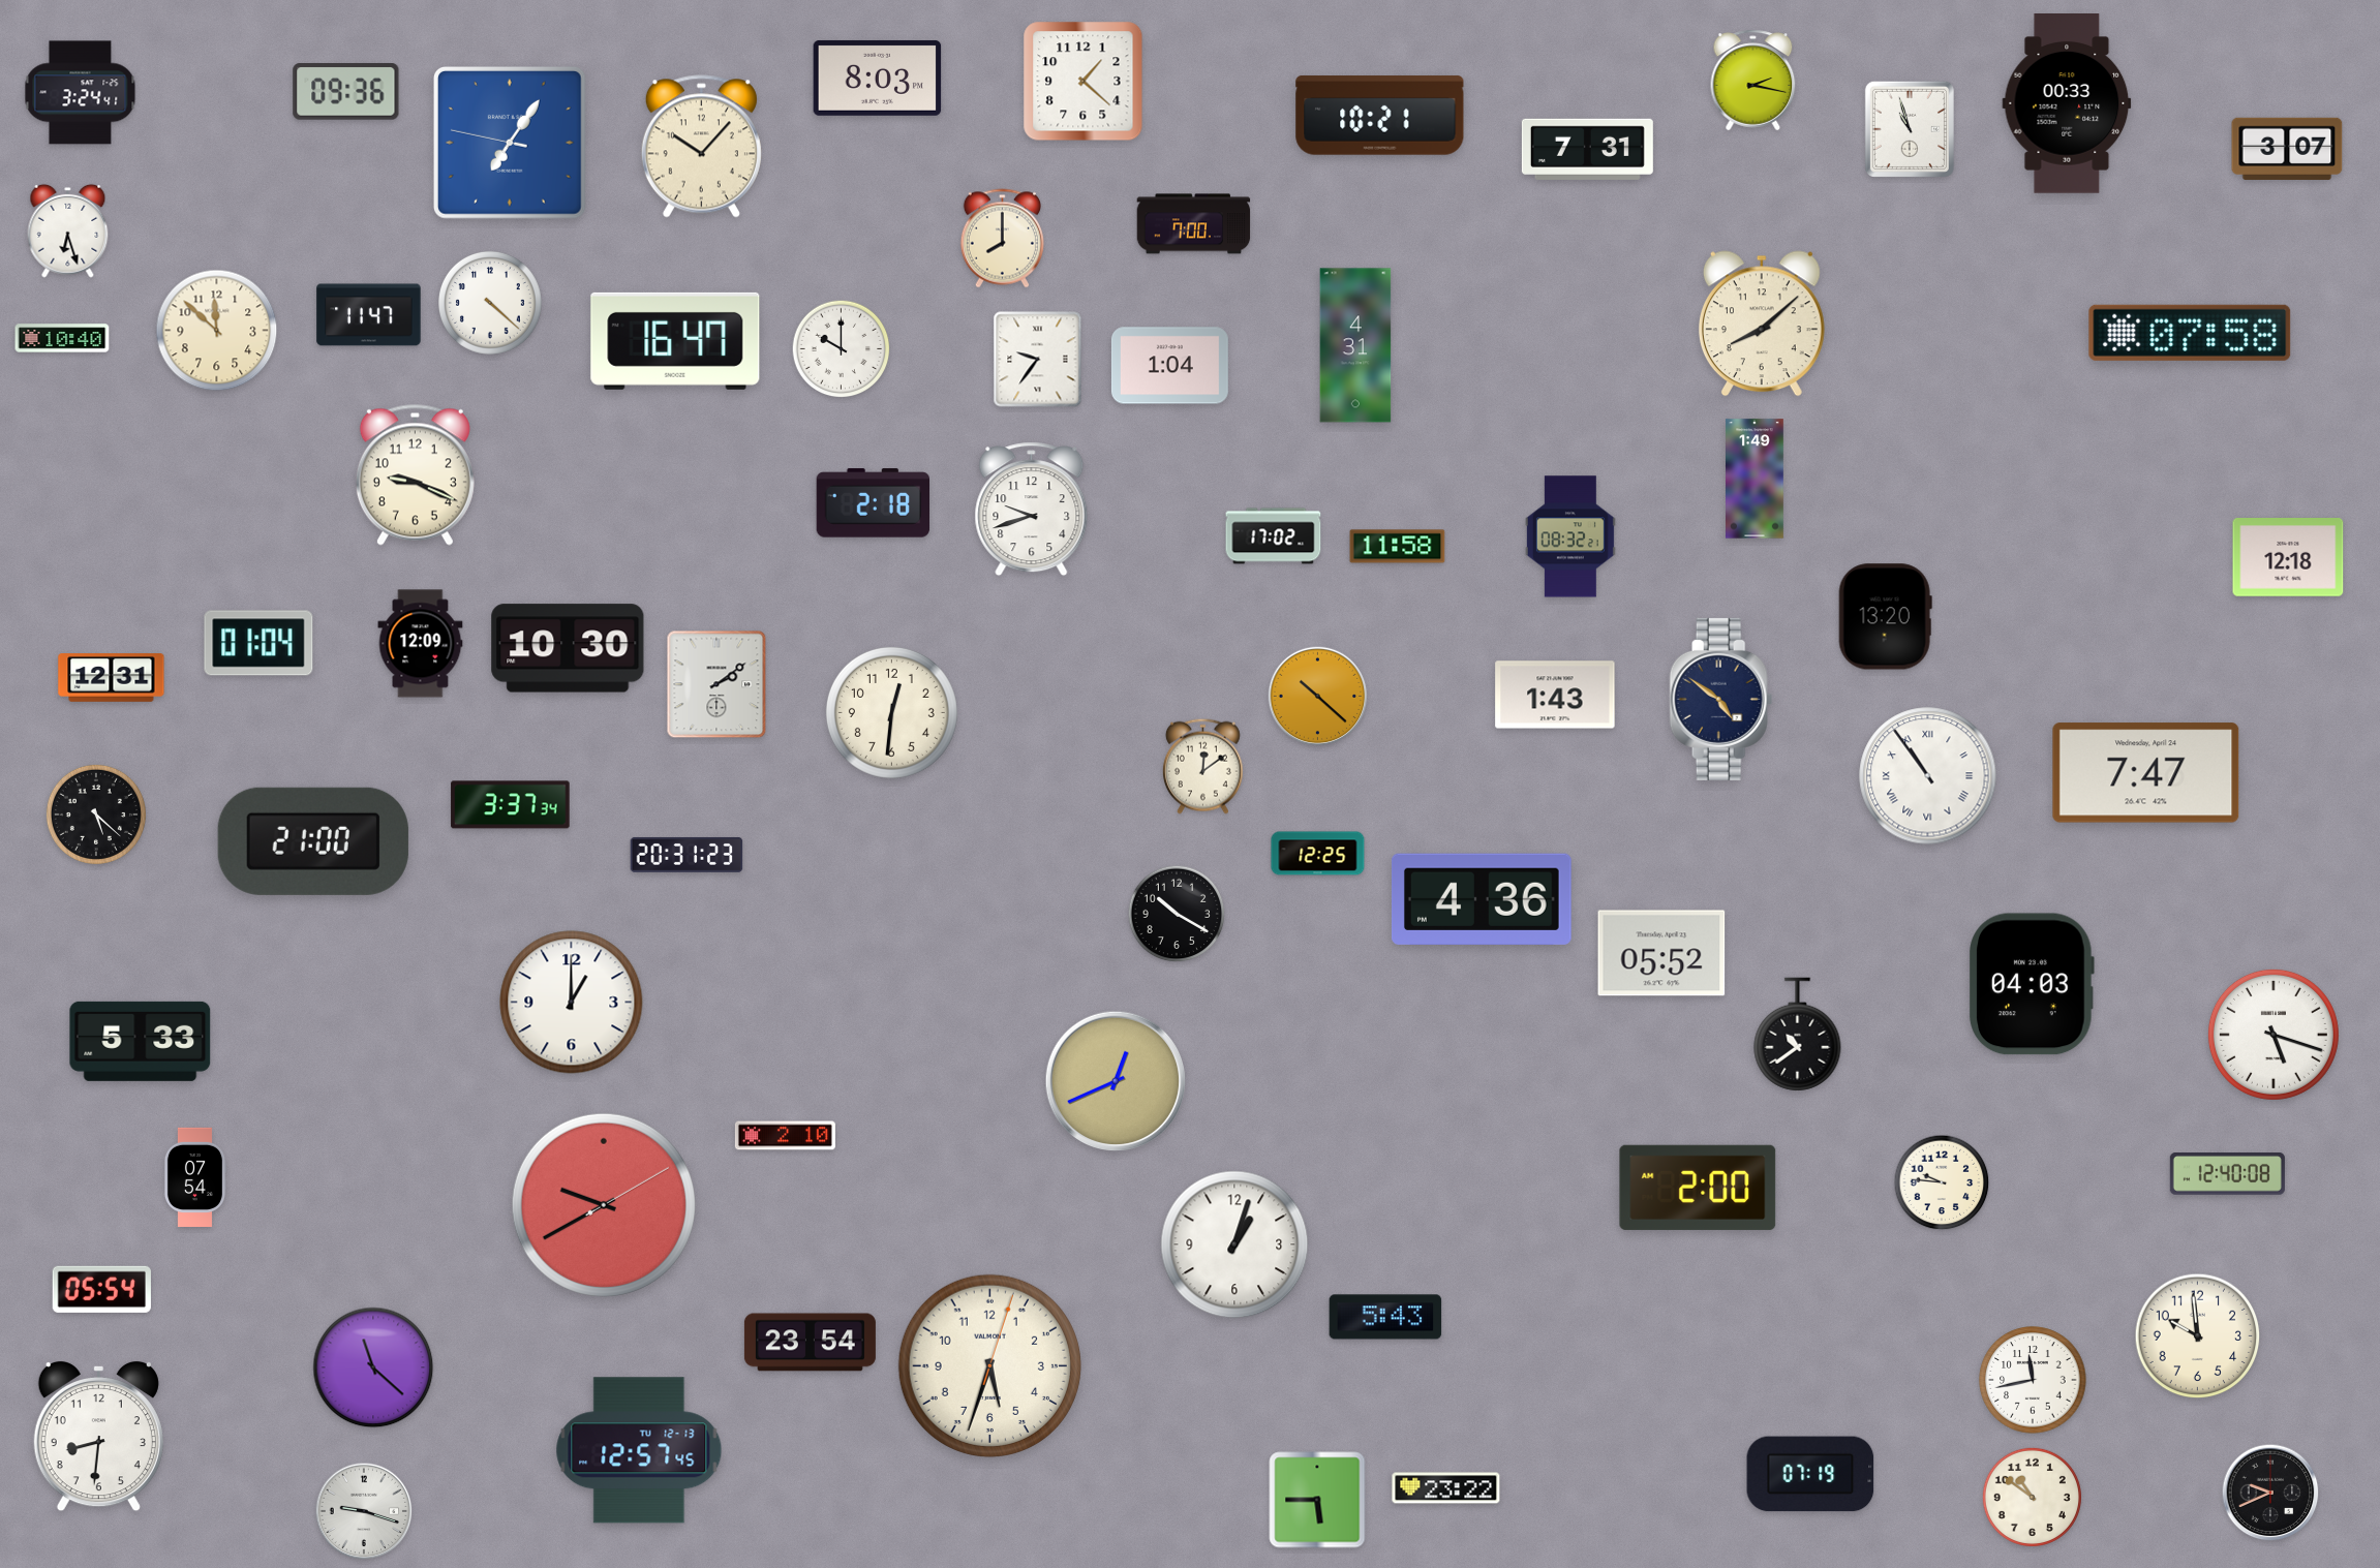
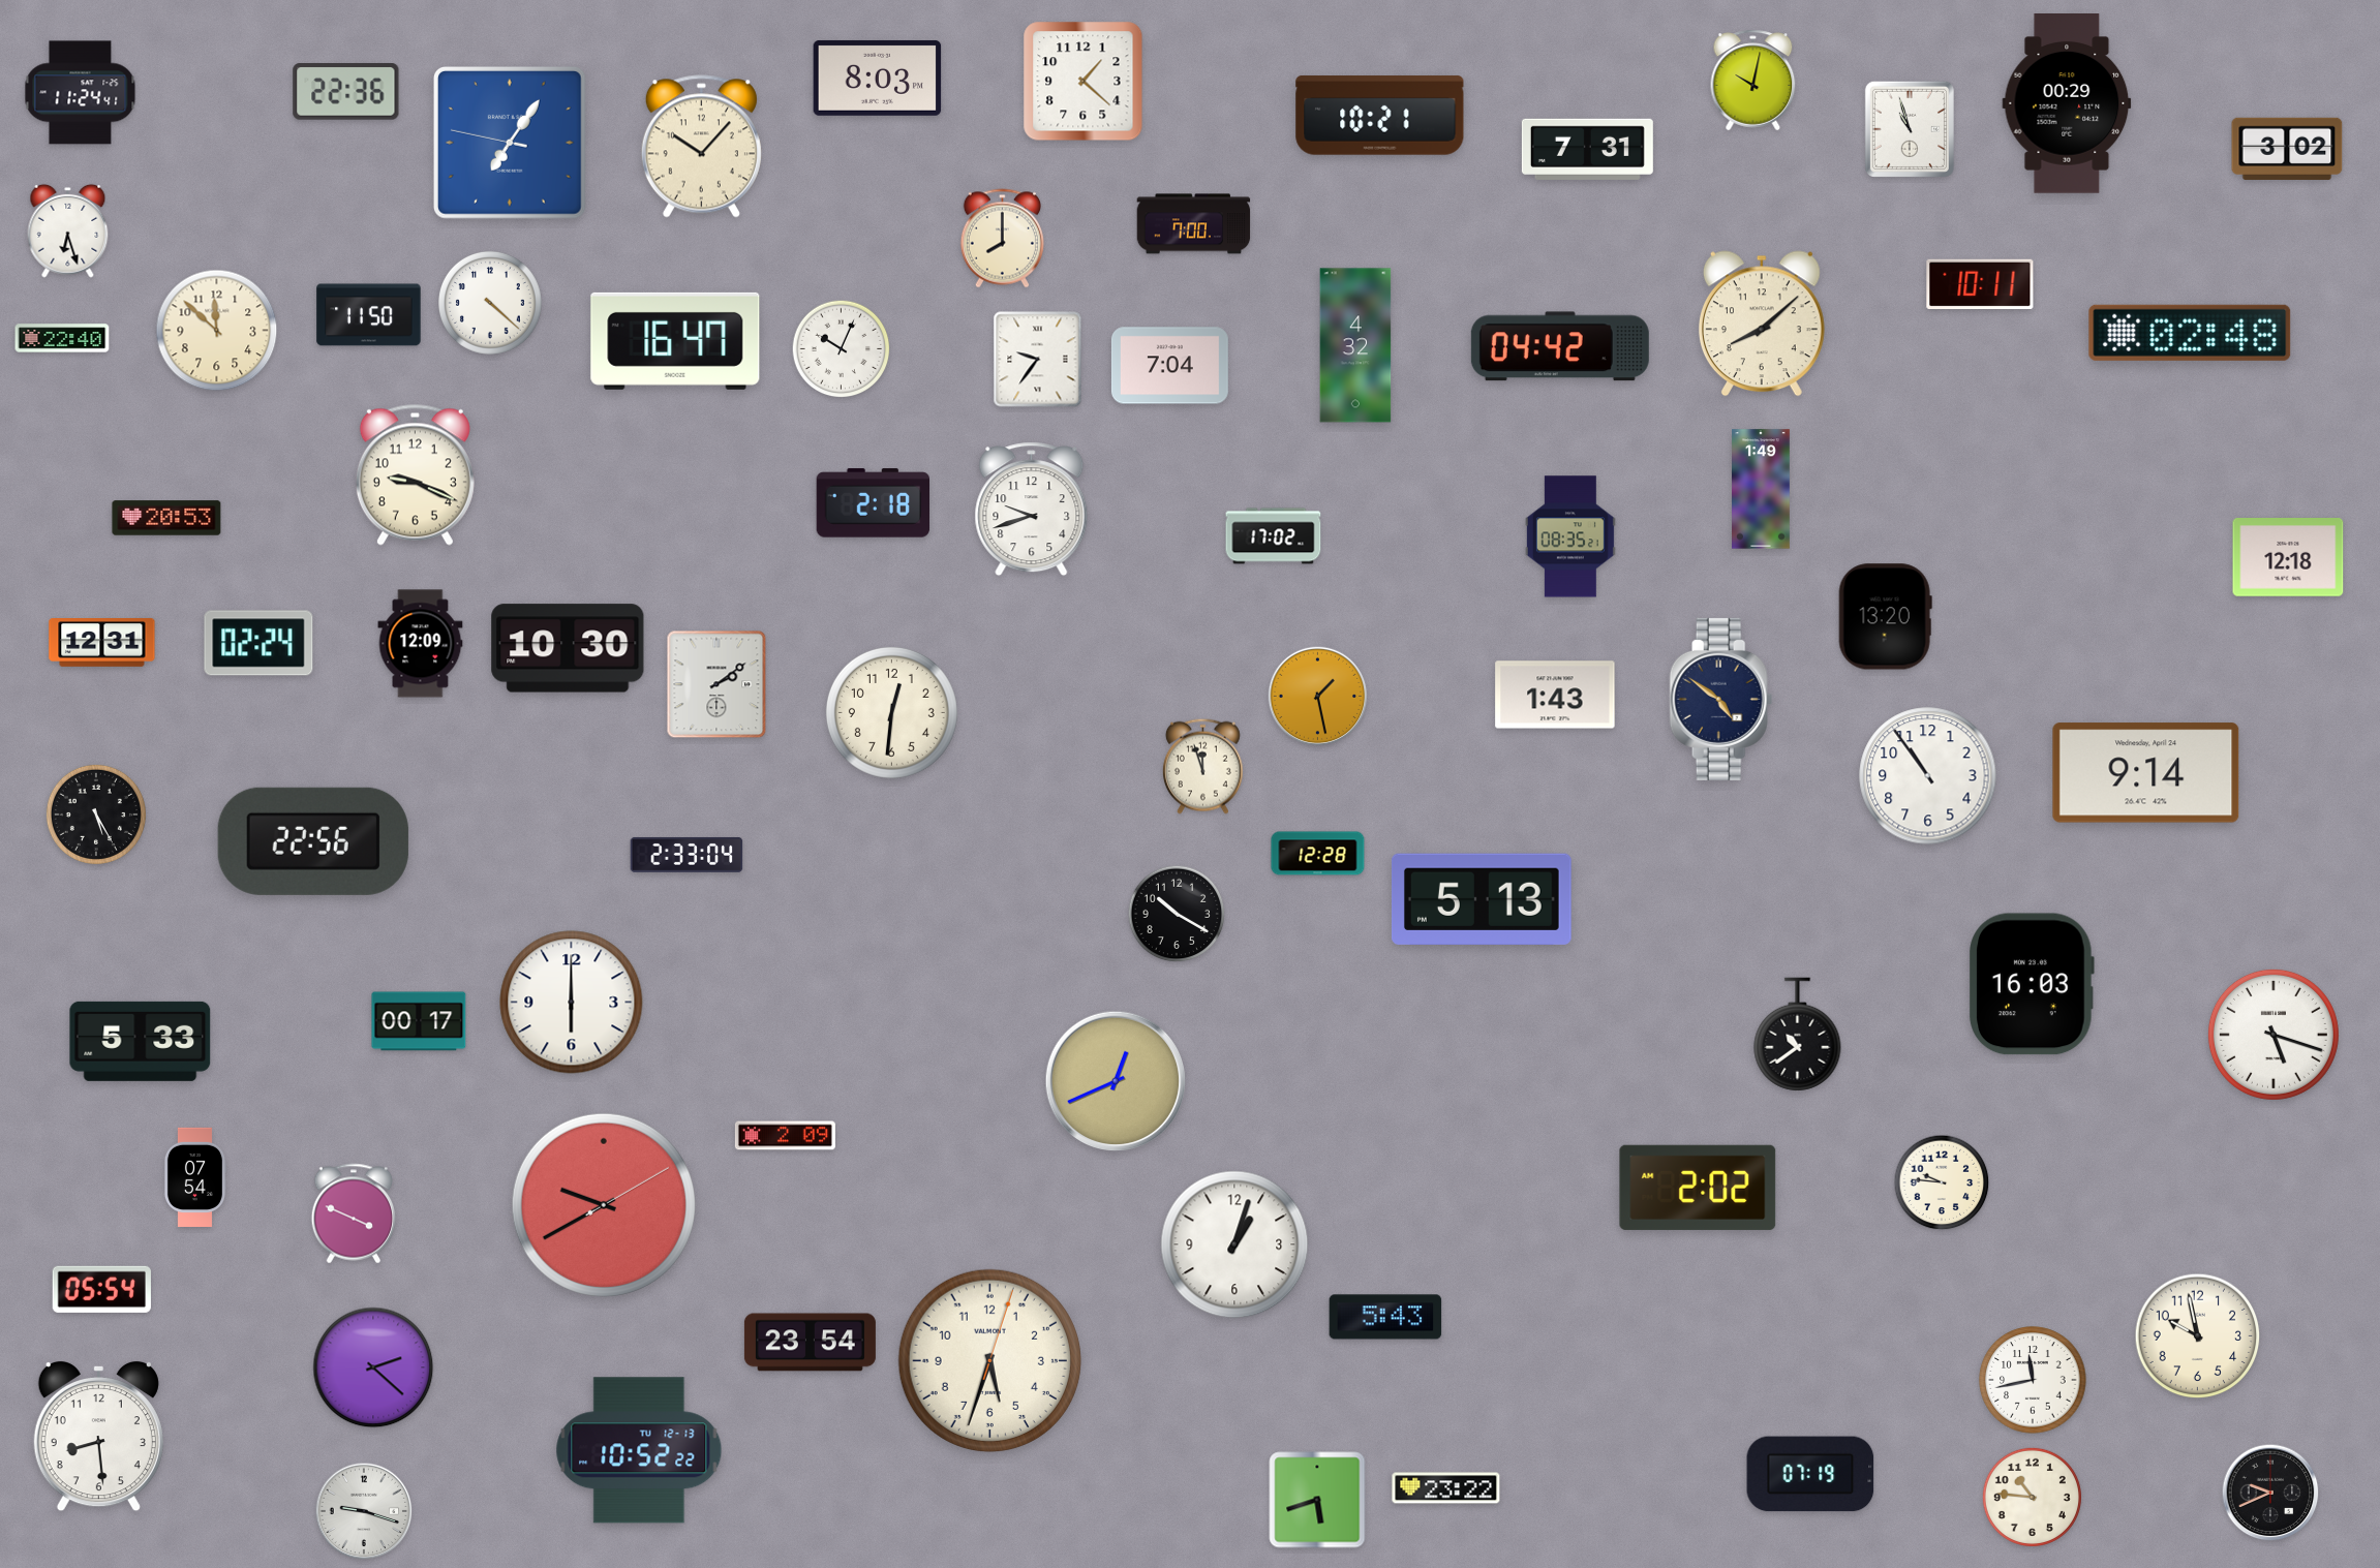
clock at (1753, 81): 2:17 -> 10:02
clock at (346, 92): 09:36 -> 22:36
clock at (81, 93): 3:24 -> 11:24
clock at (2067, 104): 00:33 -> 00:29
clock at (2287, 149): 3:07 -> 3:02
clock at (1980, 283): none -> 10:11
clock at (369, 315): 11:47 -> 11:50
clock at (2190, 333): 07:58 -> 02:48
clock at (62, 338): 10:40 -> 22:40
clock at (1355, 345): 4:31 -> 4:32
clock at (1560, 346): none -> 04:42
clock at (842, 349): 10:00 -> 10:04
clock at (1169, 366): 1:04 -> 7:04
clock at (1756, 479) position: (1756, 479) -> (1762, 489)
clock at (166, 518): none -> 20:53
clock at (1570, 536): 08:32 -> 08:35
clock at (1398, 547): 11:58 -> none
clock at (258, 643): 01:04 -> 02:24
clock at (112, 678) position: (112, 678) -> (102, 643)
clock at (1318, 697): 10:22 -> 1:28
clock at (1202, 766): 12:09 -> 11:57
clock at (2146, 773): 7:47 -> 9:14
clock at (1928, 776) numerals: Roman -> Arabic
clock at (511, 805): 3:37 -> none
clock at (96, 814): 5:22 -> 5:25
clock at (313, 841): 21:00 -> 22:56
clock at (1318, 854): 12:25 -> 12:28
clock at (686, 855): 20:31 -> 2:33
clock at (1482, 898): 4:36 -> 5:13
clock at (1661, 953): 05:52 -> none
clock at (2032, 984): 04:03 -> 16:03
clock at (572, 1003): 1:00 -> 6:00
clock at (419, 1021): none -> 00:17
clock at (785, 1136): 2:10 -> 2:09
clock at (2227, 1174): 12:40 -> none
clock at (1698, 1188): 2:00 -> 2:02
clock at (354, 1213): none -> 3:49
clock at (2198, 1336): 9:59 -> 9:58
clock at (989, 1365) position: (989, 1365) -> (989, 1360)
clock at (373, 1367): 11:22 -> 2:22
clock at (98, 1437): 8:31 -> 8:29
clock at (639, 1450): 12:57 -> 10:52
clock at (2032, 1497): 10:51 -> 10:46
clock at (1317, 1500): 5:45 -> 5:42
